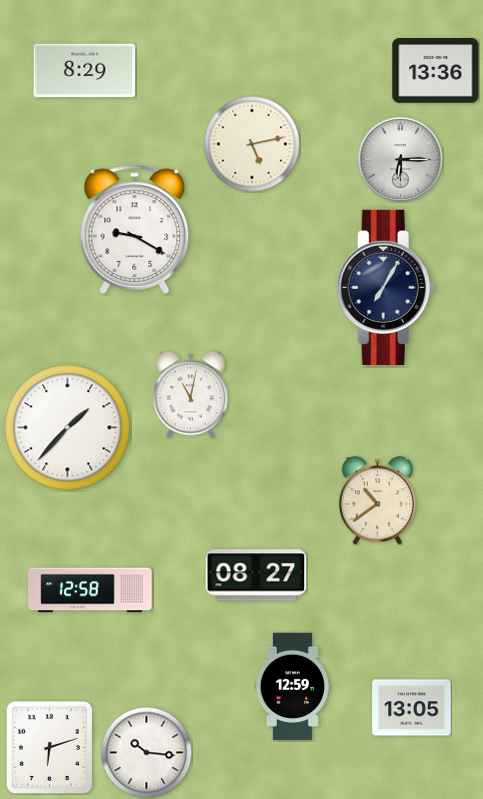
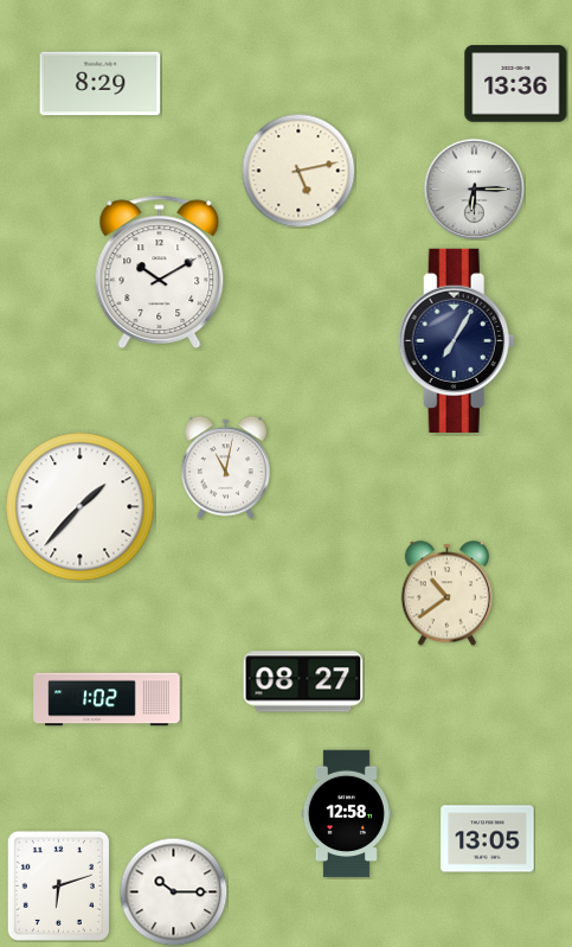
clock at (135, 229): 9:20 -> 10:10
clock at (90, 590): 12:58 -> 1:02
clock at (292, 687): 12:59 -> 12:58
clock at (146, 752): 10:16 -> 10:15
